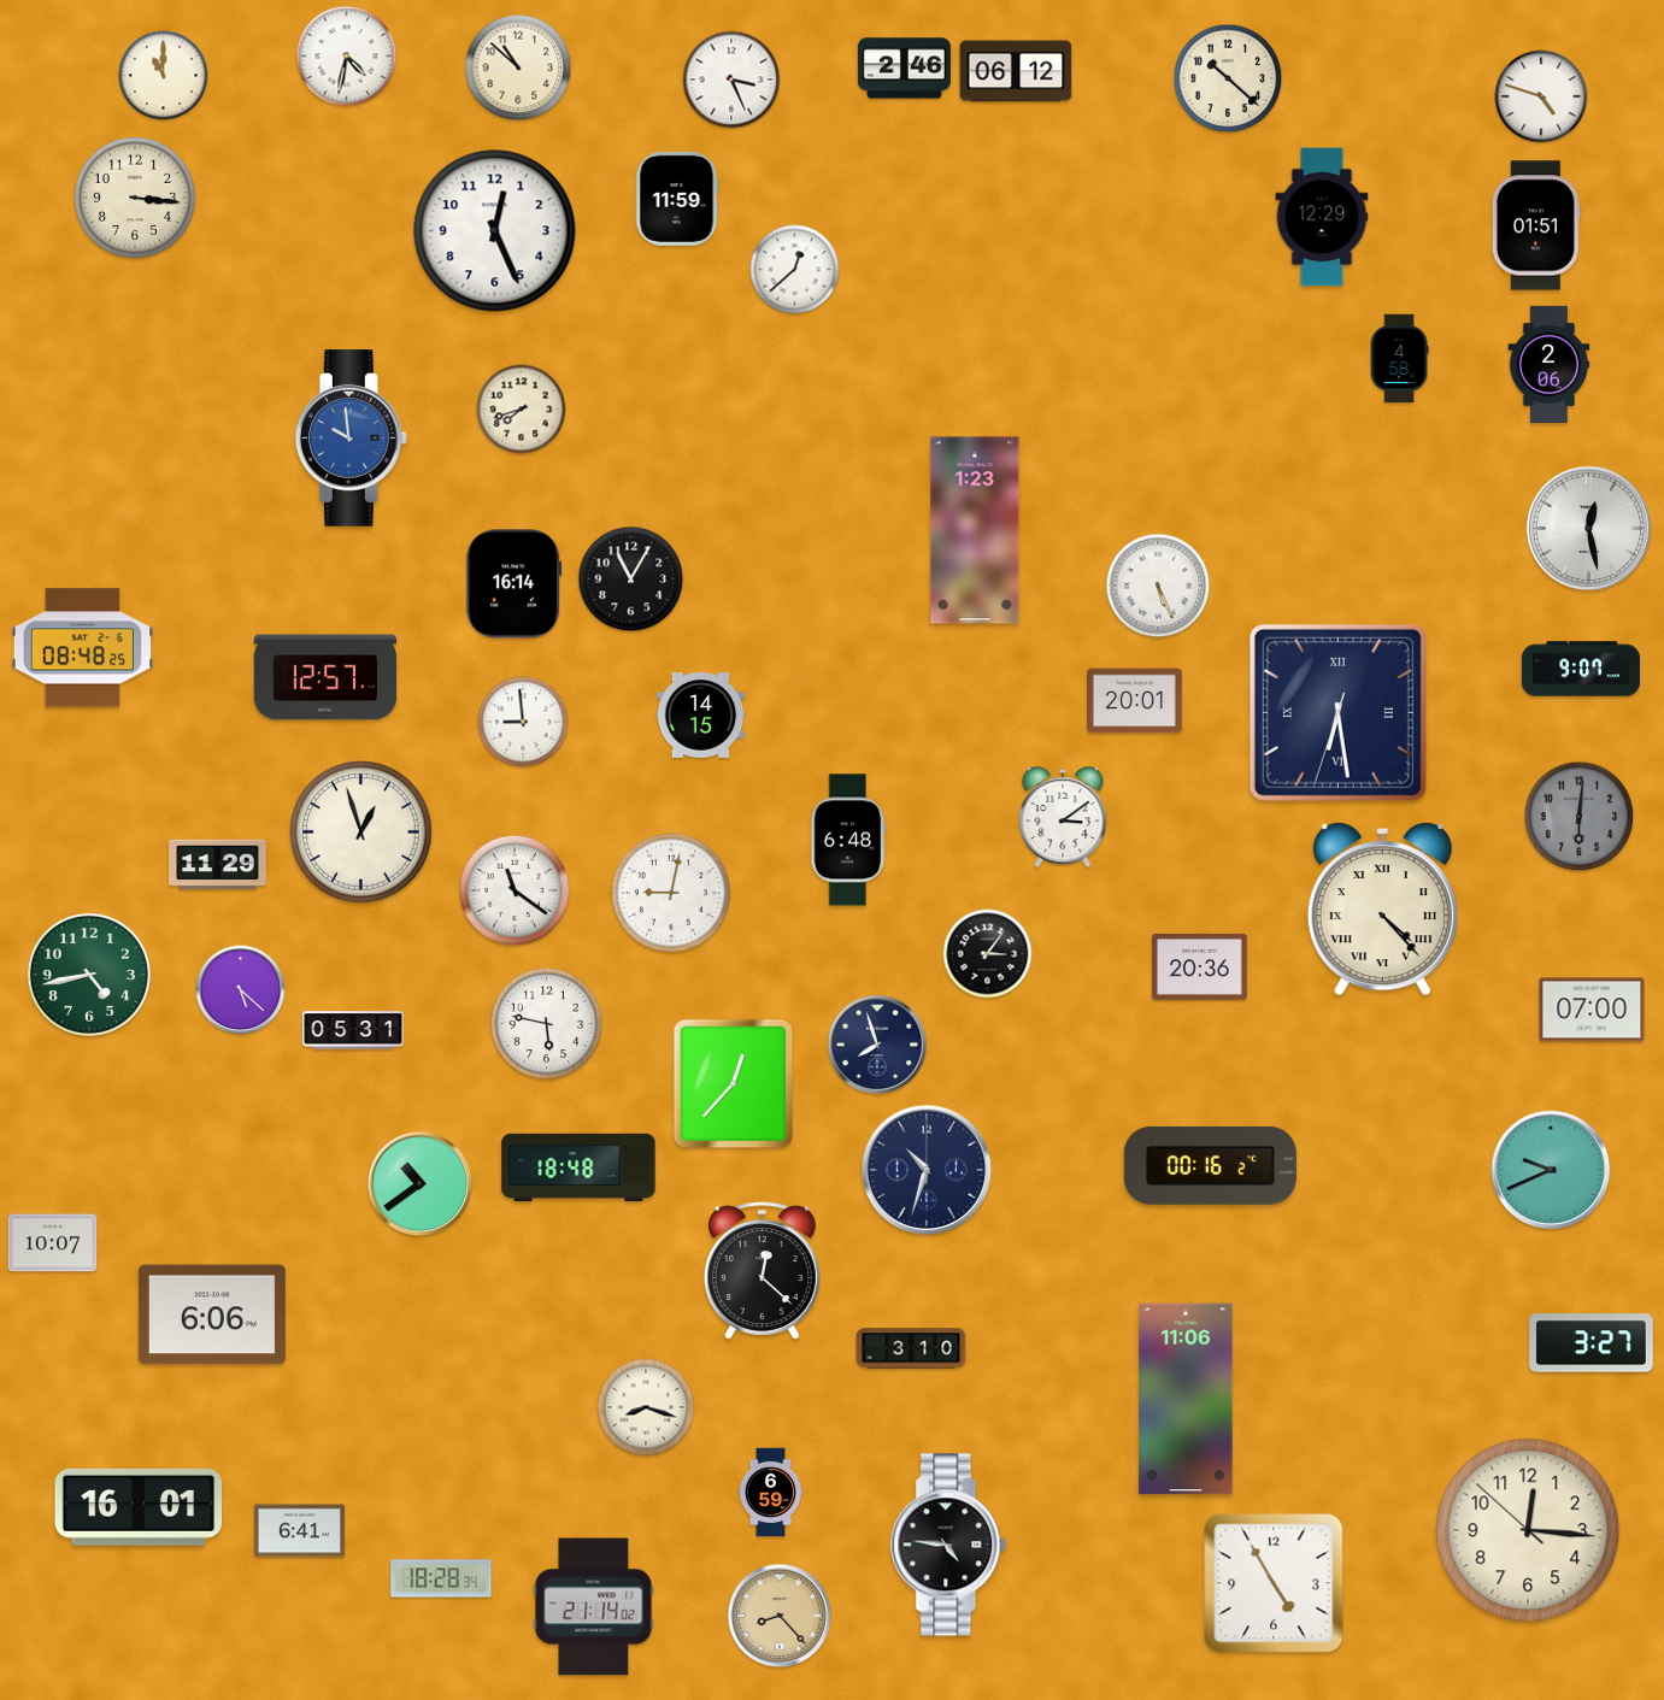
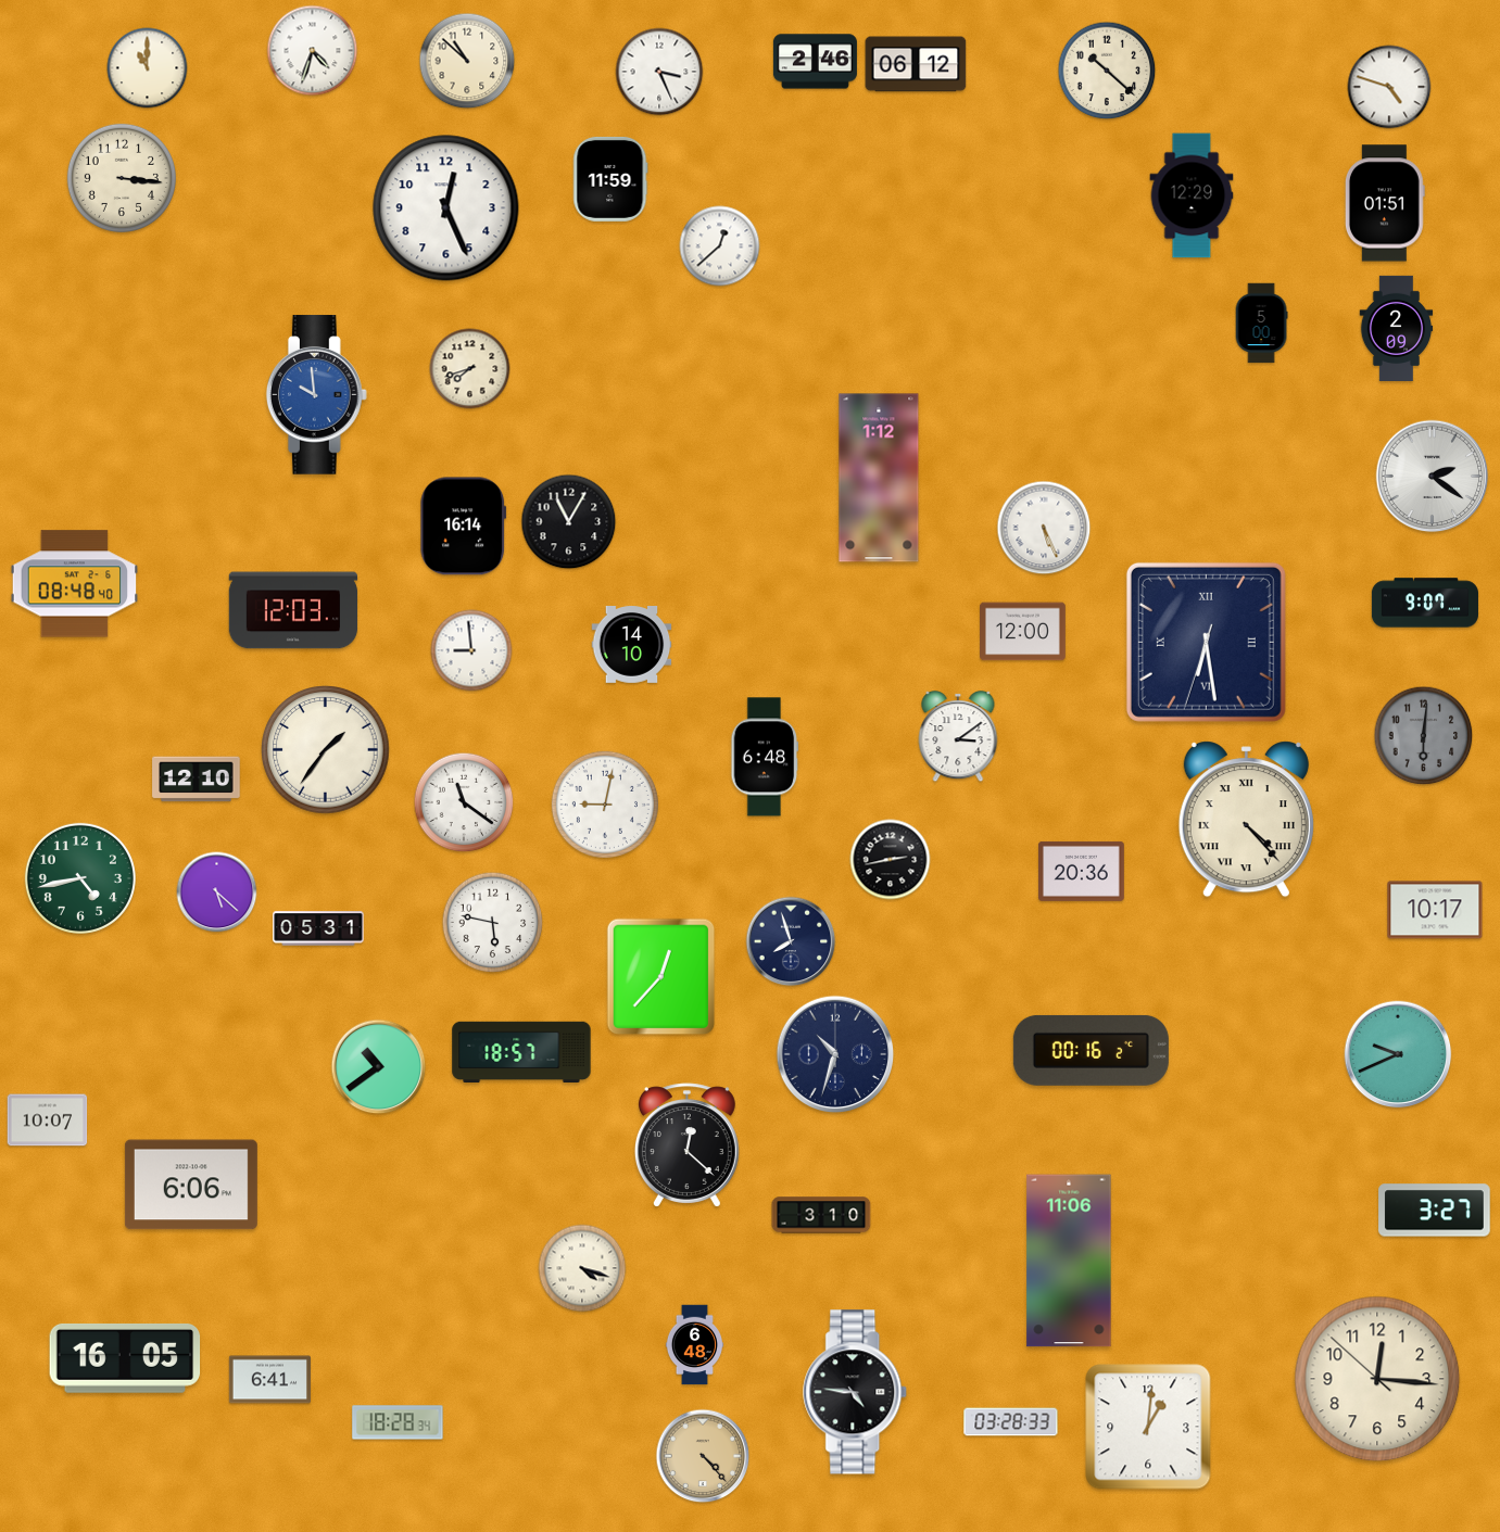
clock at (347, 57): 4:32 -> 4:33
clock at (795, 270) position: (795, 270) -> (720, 246)
clock at (1399, 359): 4:58 -> 5:00
clock at (1550, 364): 2:06 -> 2:09
clock at (1589, 529): 12:28 -> 2:21
clock at (975, 530): 1:23 -> 1:12
clock at (83, 648): 08:48:25 -> 08:48:40
clock at (325, 677): 12:57 -> 12:03
clock at (1135, 701): 20:01 -> 12:00
clock at (701, 716): 14:15 -> 14:10
clock at (361, 833): 12:57 -> 1:36
clock at (218, 865): 11:29 -> 12:10
clock at (988, 954): 3:06 -> 2:43
clock at (1592, 1010): 07:00 -> 10:17
clock at (578, 1166): 18:48 -> 18:57
clock at (646, 1407): 8:18 -> 4:18
clock at (770, 1493): 6:59 -> 6:48
clock at (139, 1507): 16:01 -> 16:05
clock at (1011, 1422): none -> 03:28
clock at (1274, 1583): 4:55 -> 1:01
clock at (594, 1607): 21:14 -> none
clock at (780, 1616): 8:23 -> 4:23
